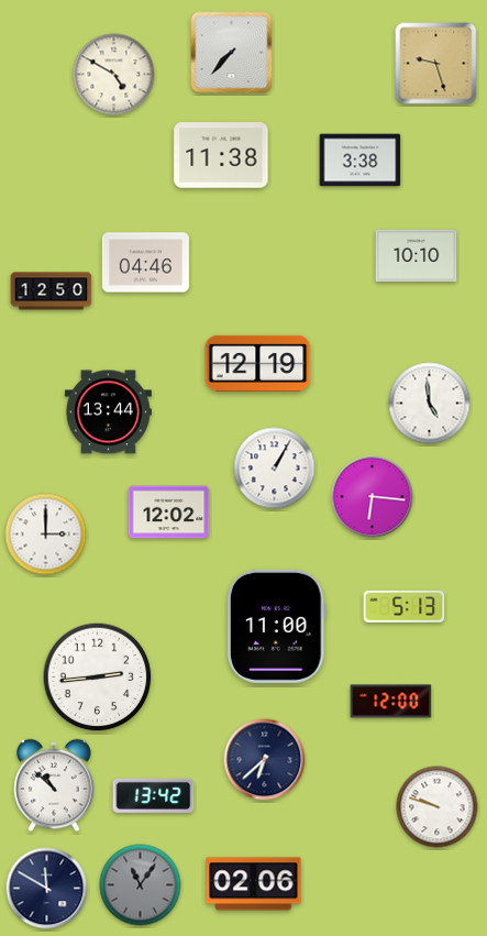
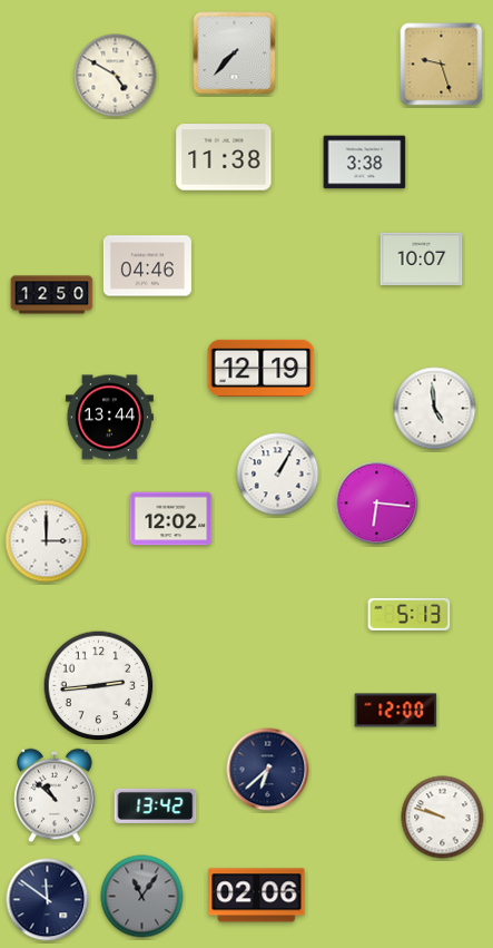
clock at (417, 256): 10:10 -> 10:07
clock at (277, 626): 11:00 -> none
clock at (47, 889): 11:50 -> 11:51
